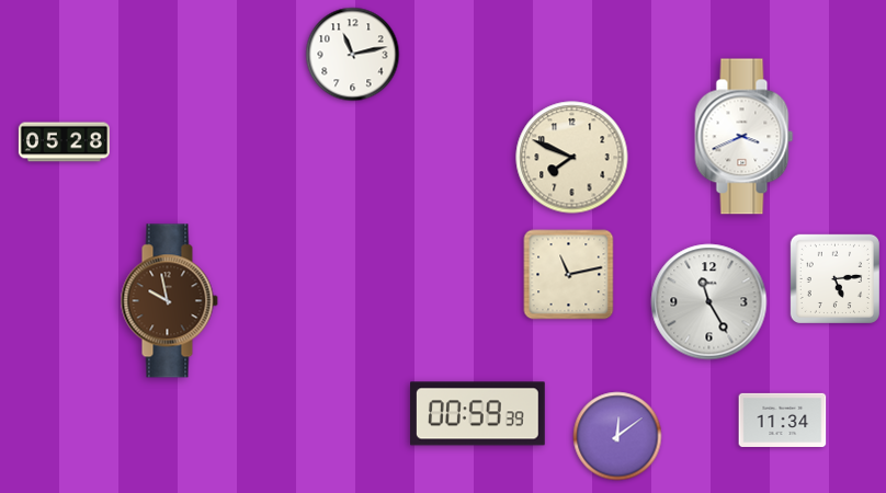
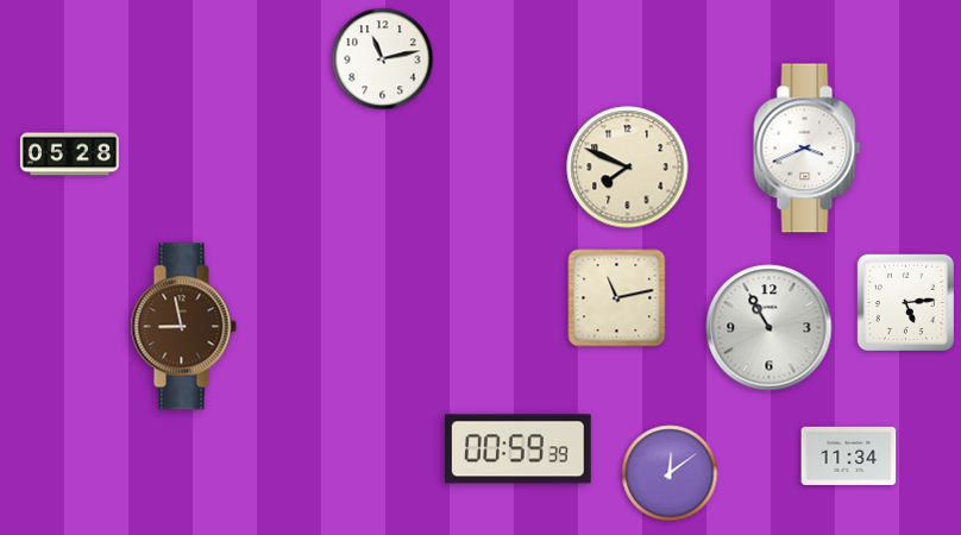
clock at (572, 158) position: (572, 158) -> (628, 168)
clock at (169, 301): 9:58 -> 8:58
clock at (709, 302): 11:25 -> 10:55
